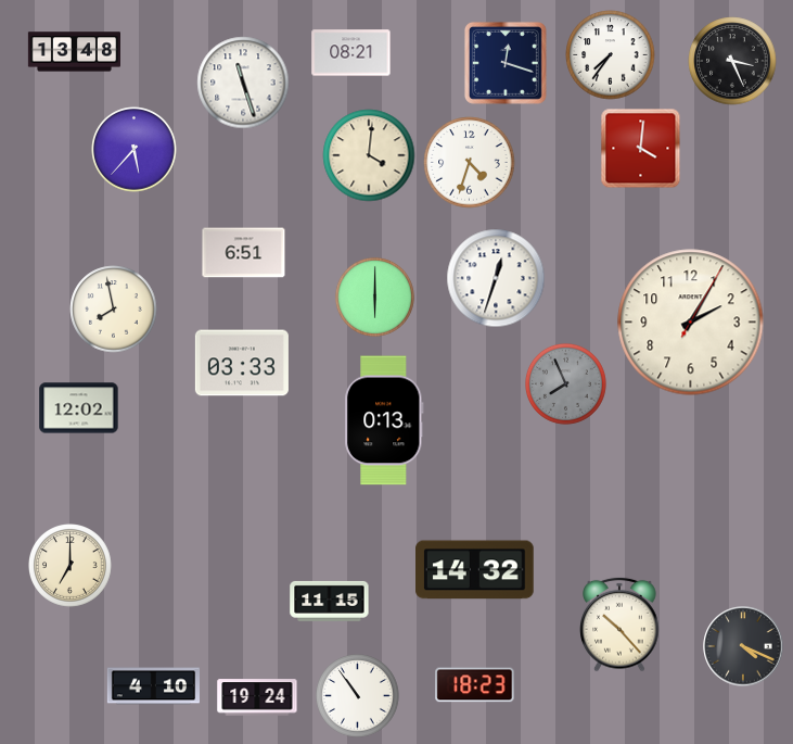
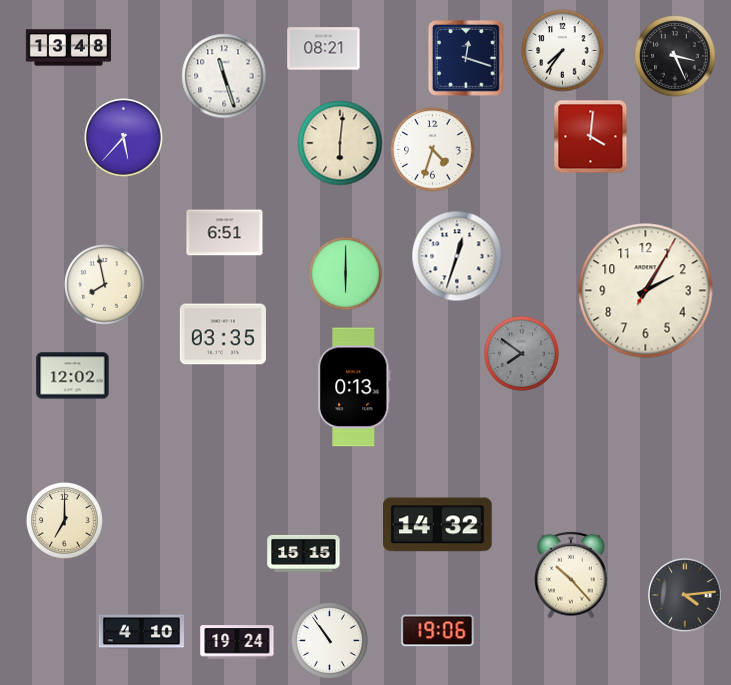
clock at (369, 155): 4:01 -> 6:01
clock at (691, 323) position: (691, 323) -> (646, 291)
clock at (242, 363): 03:33 -> 03:35
clock at (565, 383): 7:56 -> 7:51
clock at (330, 601): 11:15 -> 15:15
clock at (743, 646): 4:19 -> 4:14
clock at (475, 685): 18:23 -> 19:06
